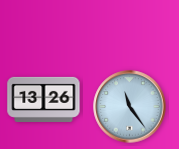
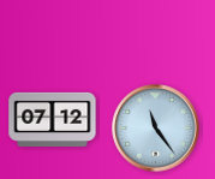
clock at (44, 99): 13:26 -> 07:12
